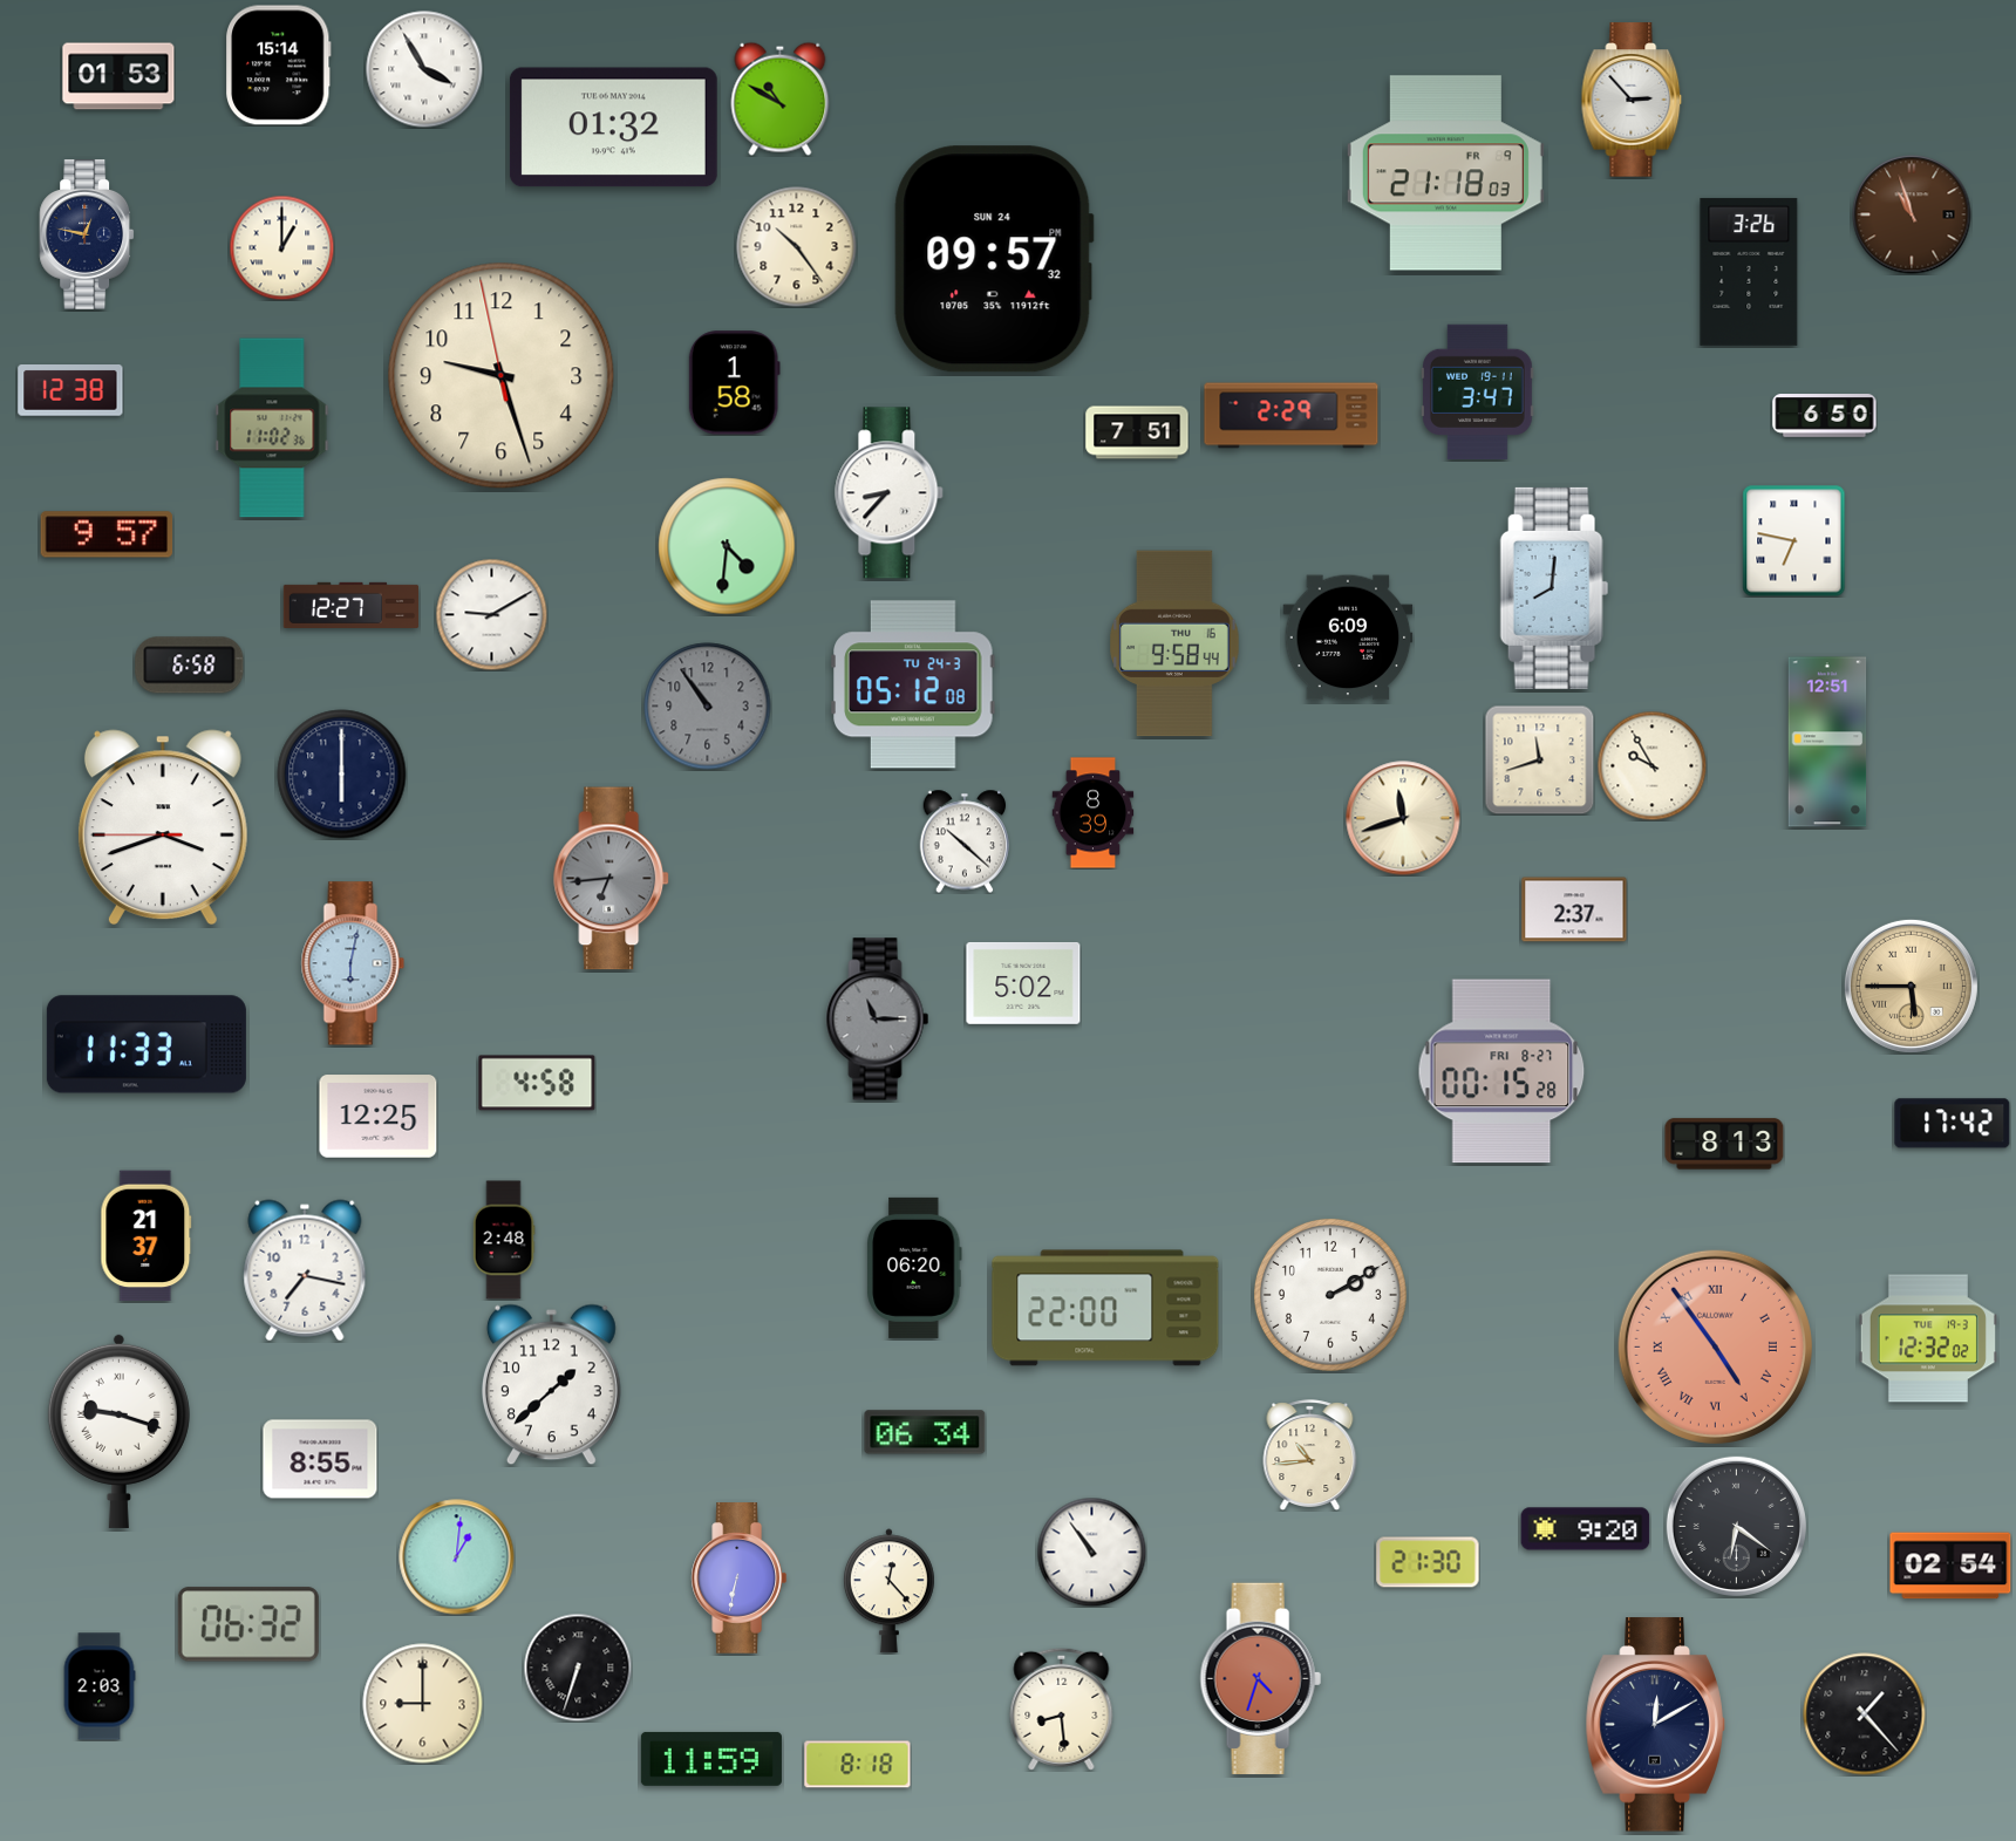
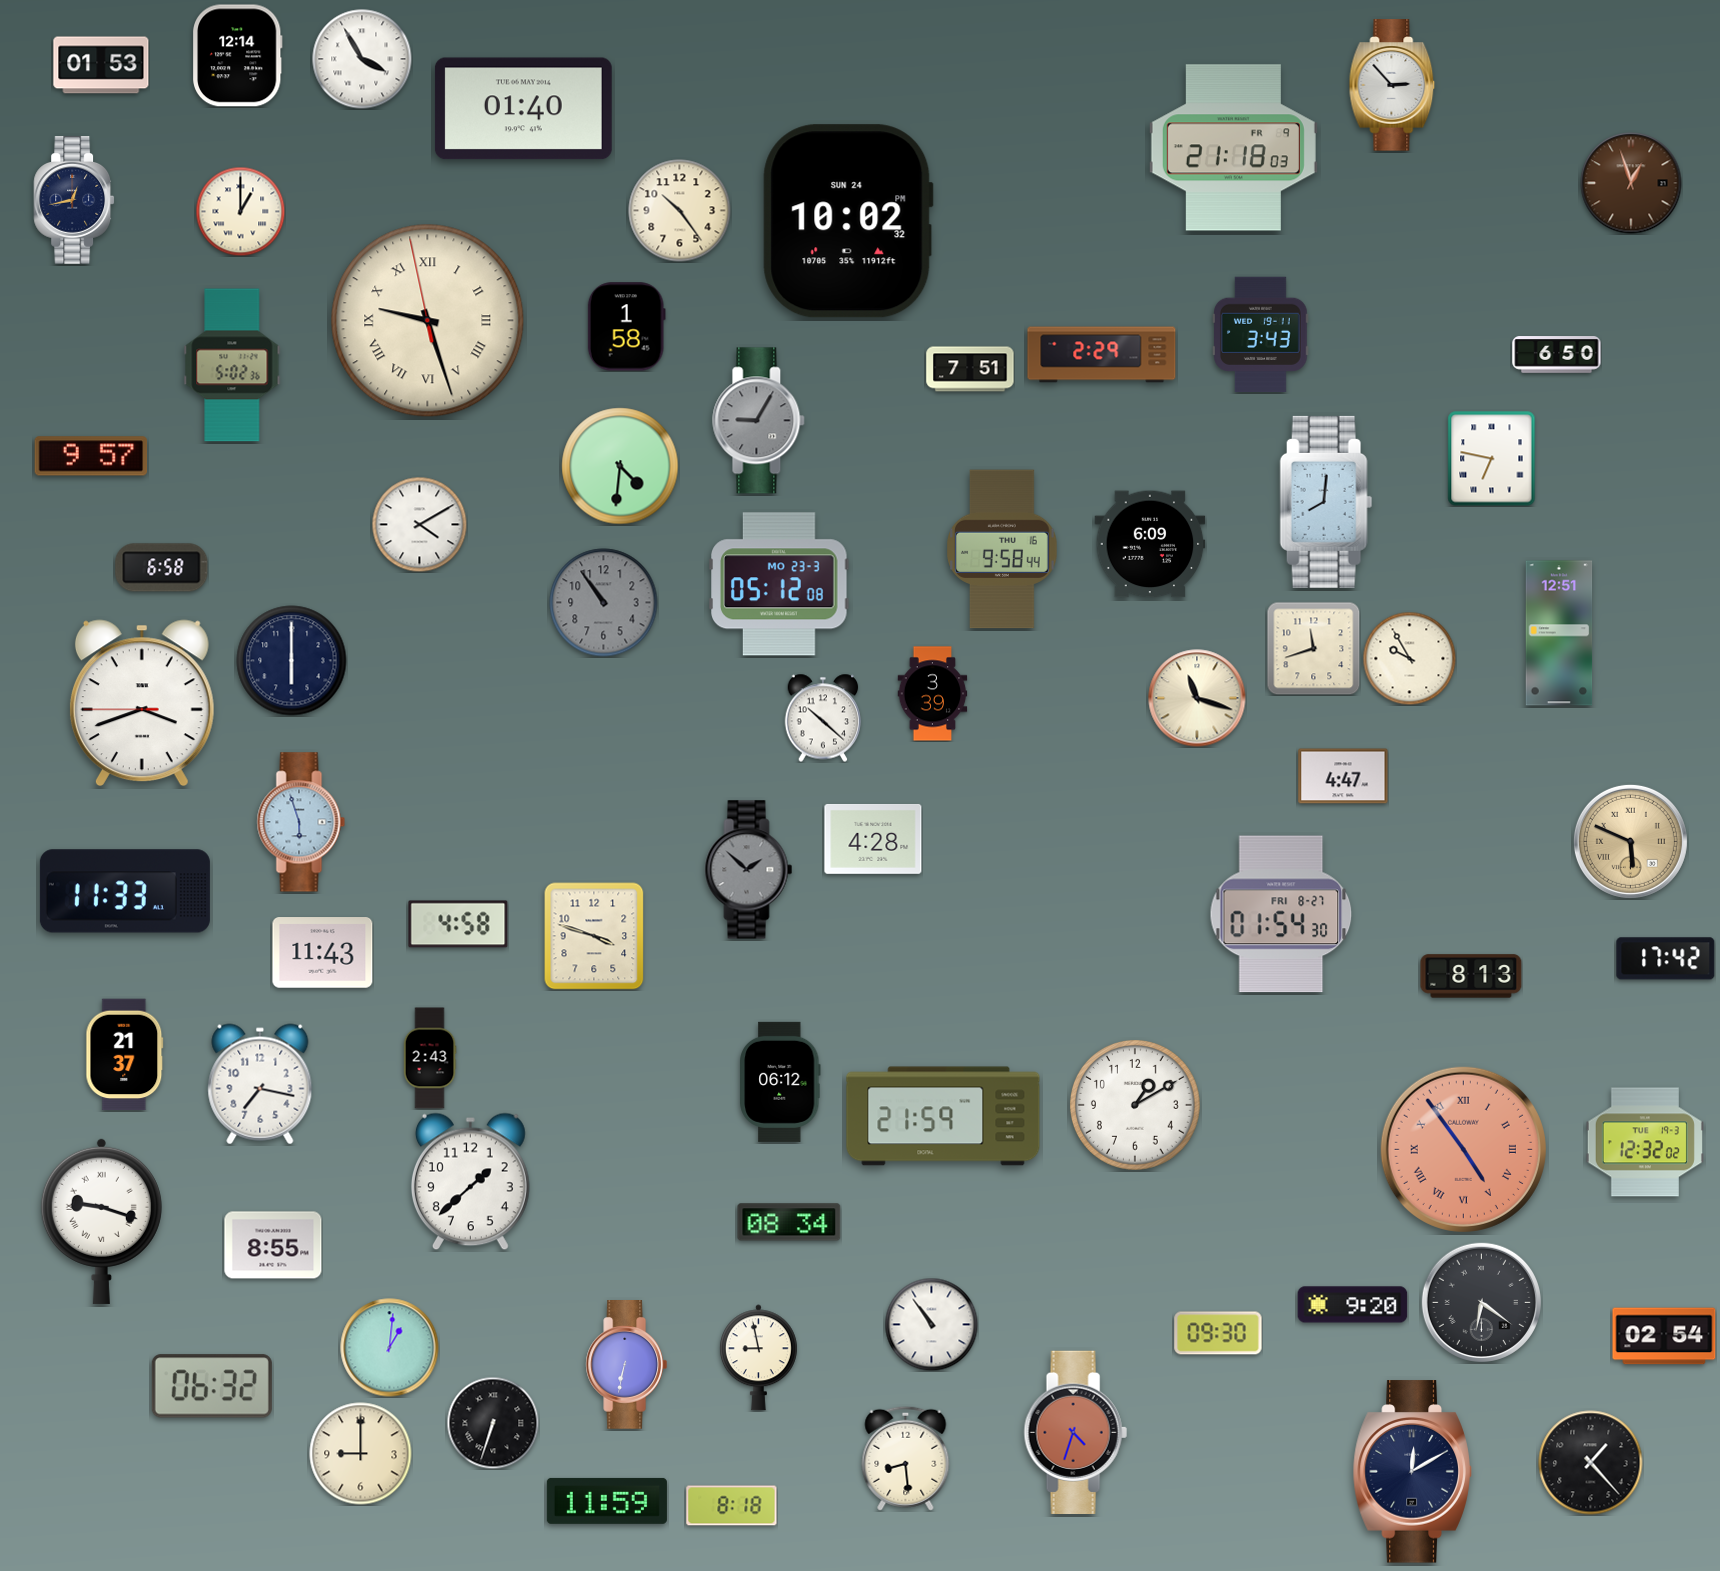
clock at (279, 66): 15:14 -> 12:14
clock at (781, 98): 10:50 -> none
clock at (613, 128): 01:32 -> 01:40
clock at (1912, 214): 10:57 -> 12:57
clock at (87, 236): 12:47 -> 12:43
clock at (994, 259): 09:57 -> 10:02
clock at (1749, 272): 3:26 -> none
clock at (502, 376) numerals: Arabic -> Roman
clock at (70, 391): 12:38 -> none
clock at (1478, 391): 3:47 -> 3:43
clock at (272, 428): 11:02 -> 5:02
clock at (890, 493): 8:37 -> 9:05
clock at (890, 493) dial: white -> grey
clock at (1794, 541) position: (1794, 541) -> (1492, 459)
clock at (352, 605): 12:27 -> none
clock at (491, 614): 9:10 -> 4:10
clock at (913, 684) date: TU 24-3 -> MO 23-3
clock at (1651, 765) position: (1651, 765) -> (1409, 658)
clock at (1094, 813): 8:39 -> 3:39
clock at (1403, 818): 11:42 -> 11:18
clock at (163, 827) position: (163, 827) -> (142, 703)
clock at (612, 879): 6:44 -> none
clock at (1574, 909): 2:37 -> 4:47
clock at (353, 963): 6:02 -> 5:57
clock at (1023, 983): 5:02 -> 4:28
clock at (1911, 986): 5:45 -> 5:49
clock at (878, 1020): 11:15 -> 1:52
clock at (1501, 1071): 00:15 -> 01:54
clock at (594, 936): none -> 3:48
clock at (379, 1117): 12:25 -> 11:43
clock at (504, 1240): 2:48 -> 2:43
clock at (915, 1268): 06:20 -> 06:12
clock at (1330, 1295): 2:10 -> 1:10
clock at (1105, 1308): 22:00 -> 21:59
clock at (925, 1432): 06:34 -> 08:34
clock at (1310, 1454): 10:44 -> none
clock at (457, 1557) position: (457, 1557) -> (390, 1348)
clock at (1428, 1562): 21:30 -> 09:30
clock at (740, 1579) position: (740, 1579) -> (627, 1365)
clock at (888, 1591): 12:23 -> 8:58
clock at (100, 1686): 2:03 -> none
